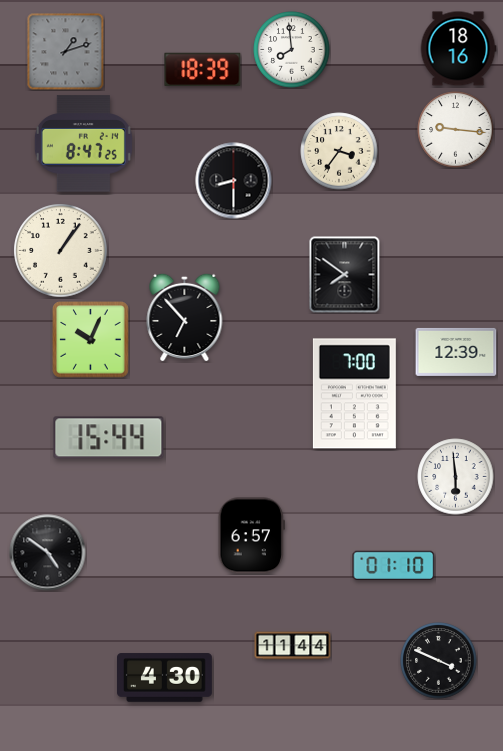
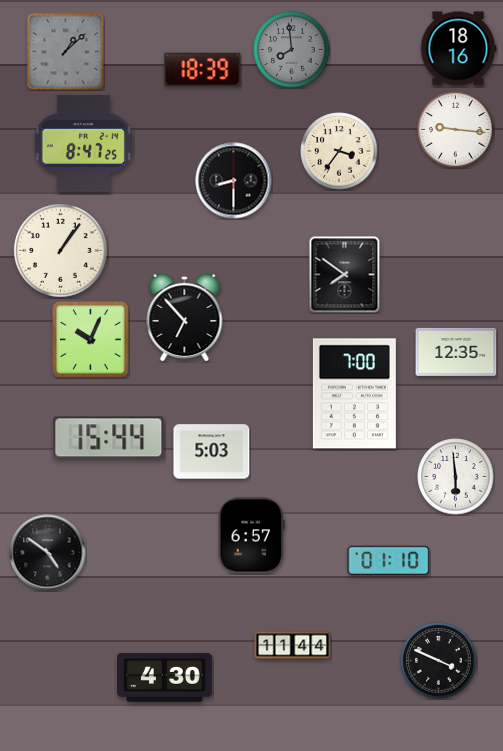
clock at (292, 50) dial: white -> grey
clock at (66, 52): 1:12 -> 1:08
clock at (456, 352): 12:39 -> 12:35
clock at (212, 452): none -> 5:03
clock at (394, 565) position: (394, 565) -> (389, 560)
